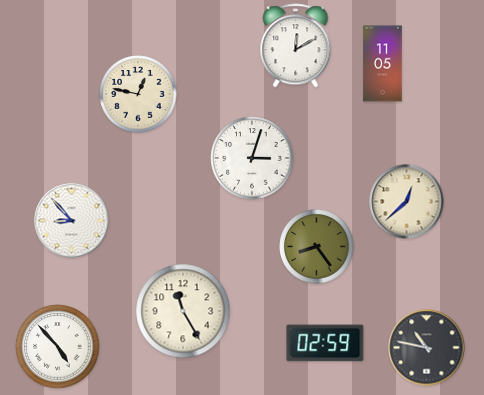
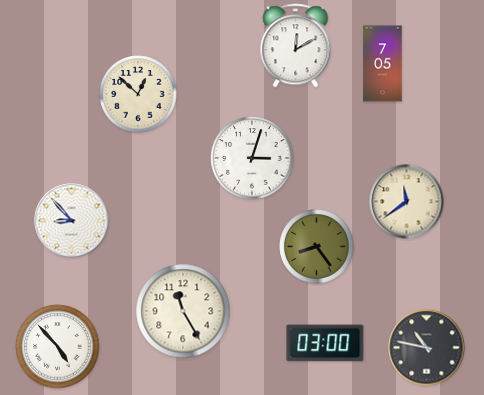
clock at (383, 64): 11:05 -> 7:05
clock at (138, 94): 12:47 -> 12:52
clock at (407, 202): 12:38 -> 11:39
clock at (325, 343): 02:59 -> 03:00
